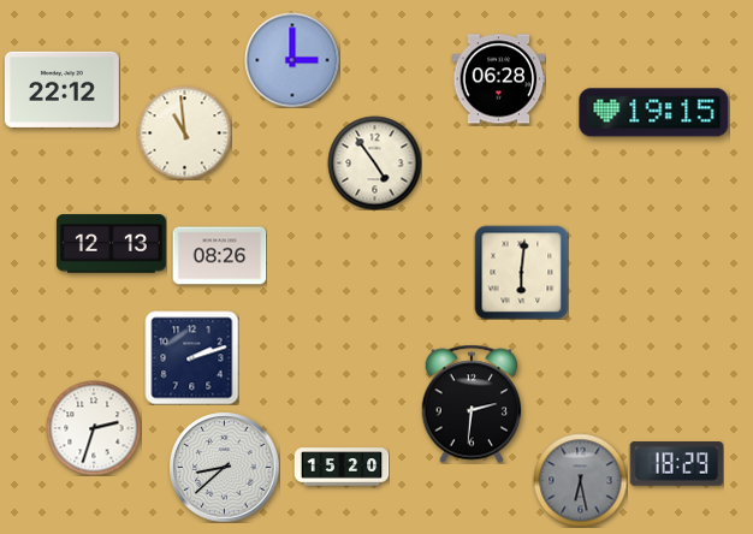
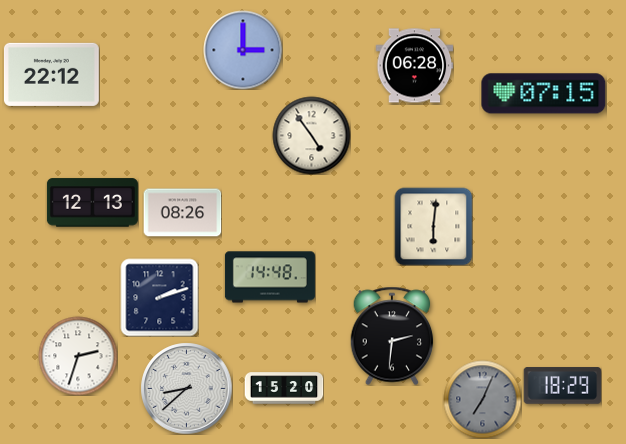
clock at (654, 113): 19:15 -> 07:15
clock at (184, 132): 10:59 -> none
clock at (270, 277): none -> 14:48
clock at (580, 480): 6:28 -> 7:04
